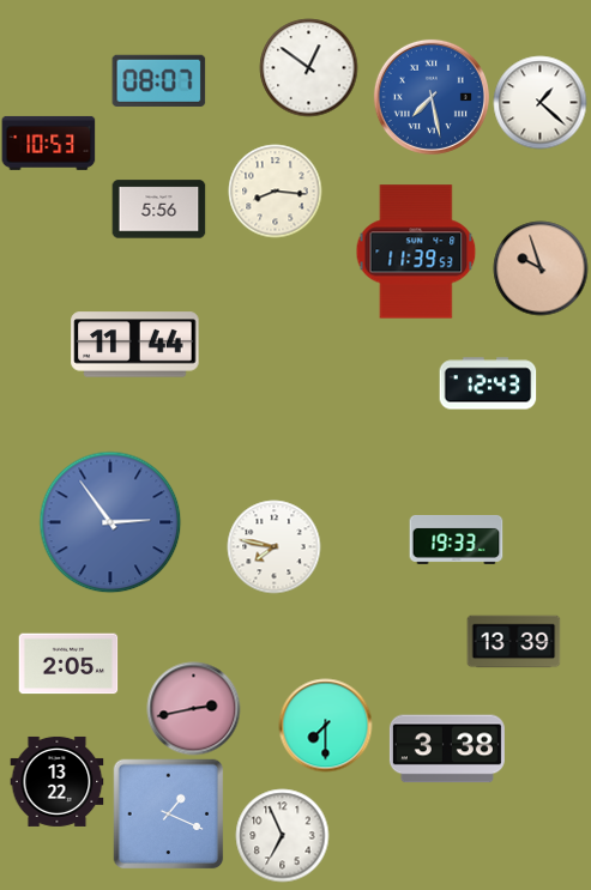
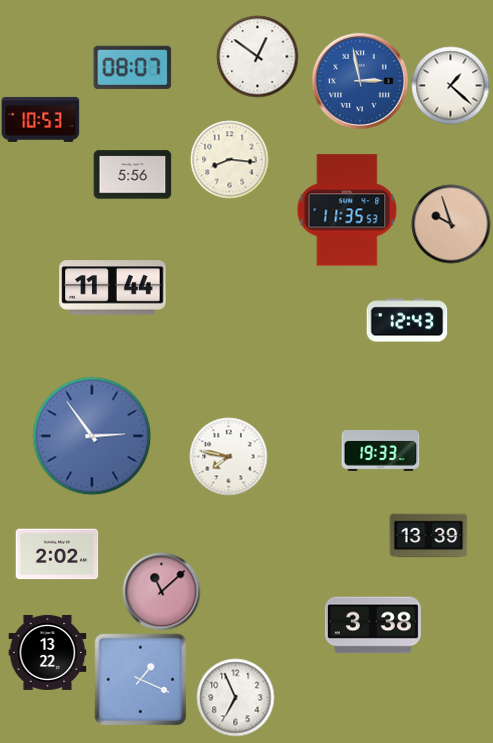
clock at (432, 97): 7:28 -> 2:58
clock at (416, 252): 11:39 -> 11:35
clock at (68, 664): 2:05 -> 2:02
clock at (193, 708): 2:43 -> 11:08
clock at (325, 725): 7:30 -> none
